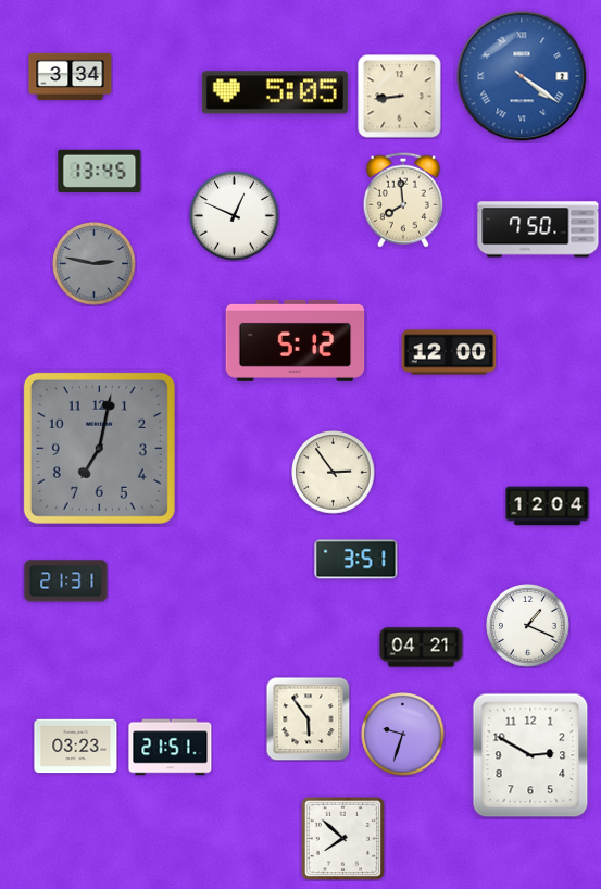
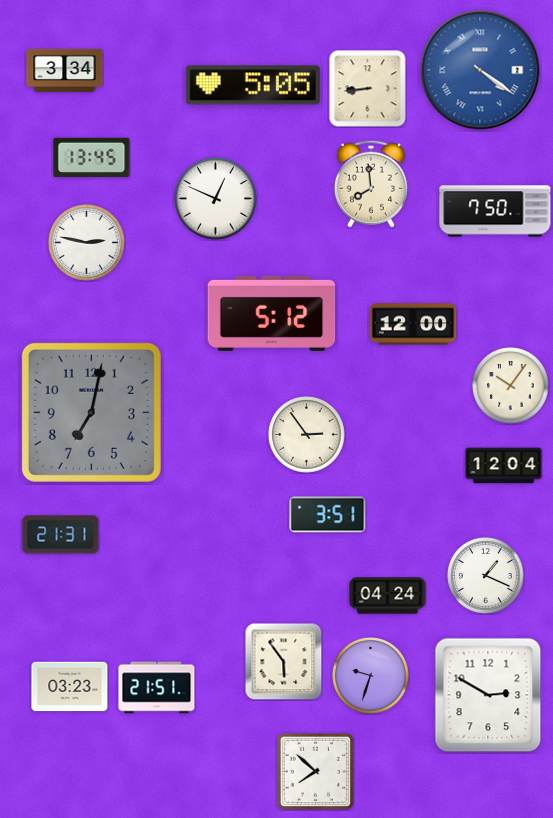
clock at (95, 264) dial: grey -> white
clock at (511, 386): none -> 10:06
clock at (422, 648): 04:21 -> 04:24
